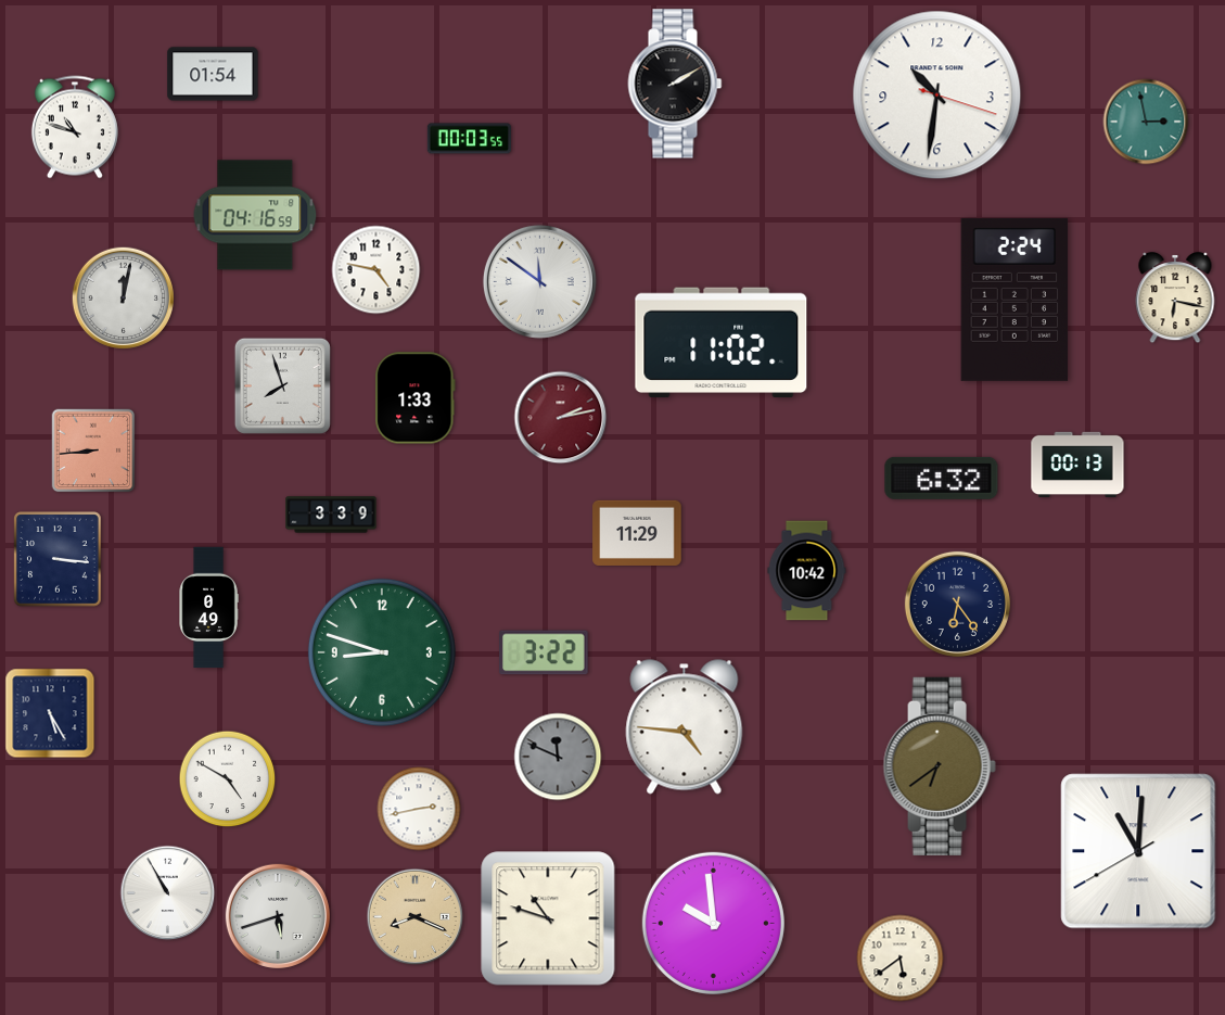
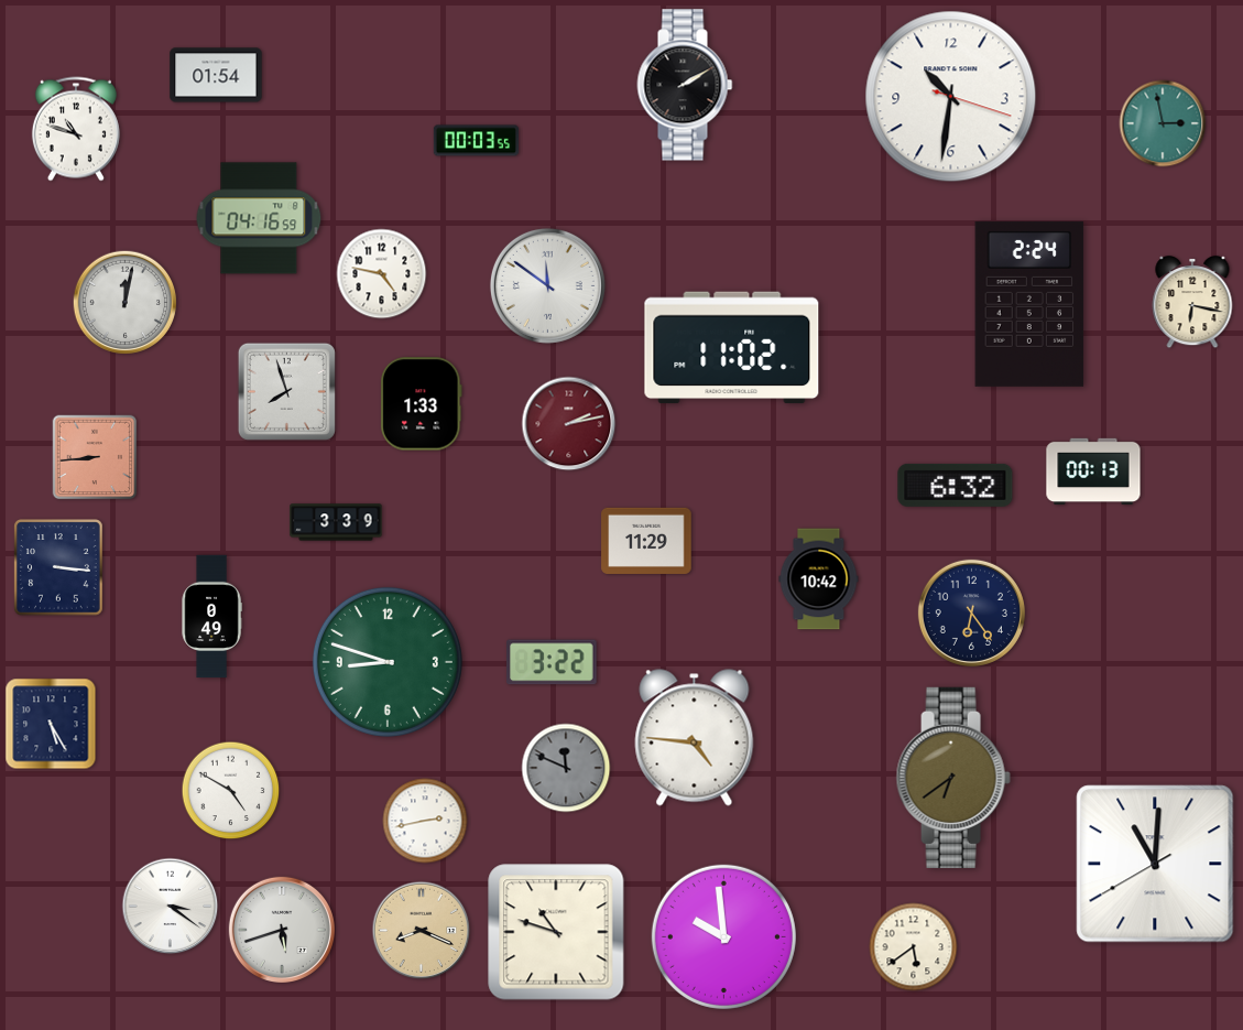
clock at (168, 893): 10:55 -> 3:21
clock at (901, 959) position: (901, 959) -> (914, 947)
